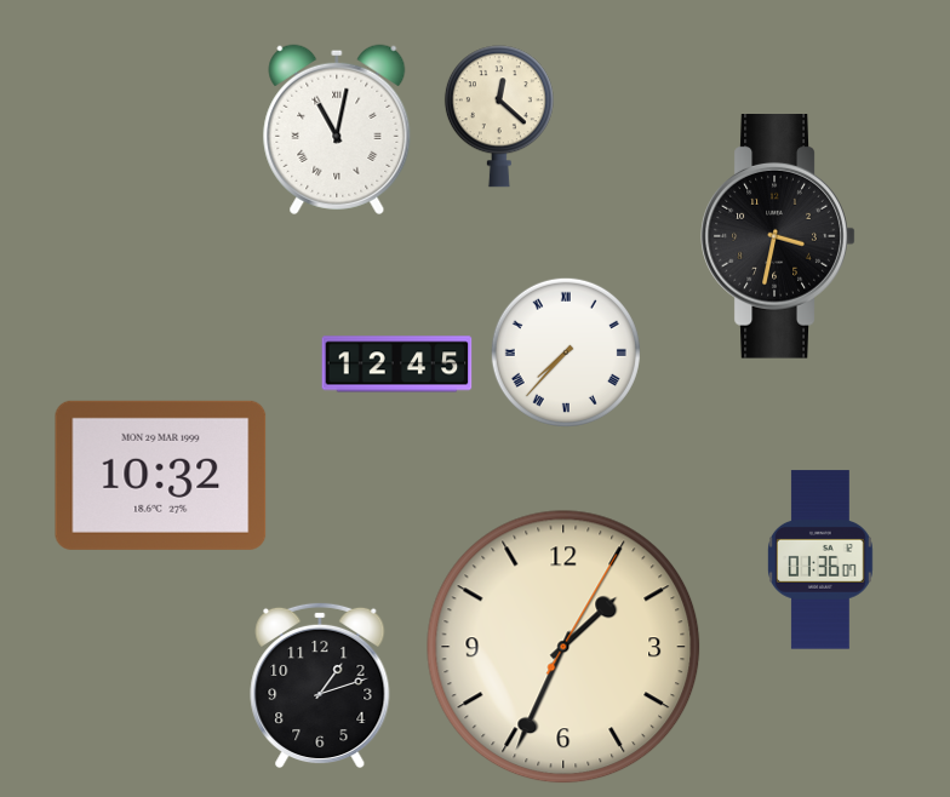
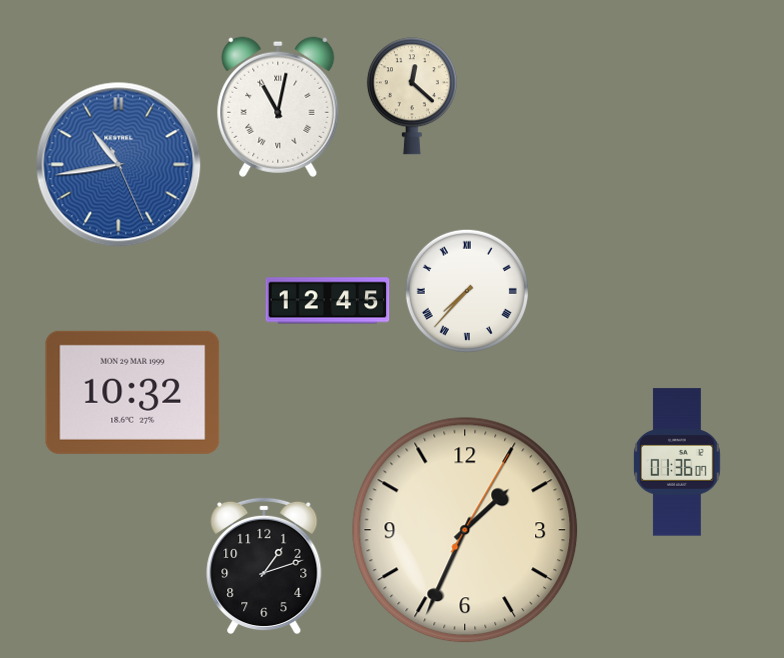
clock at (119, 165): none -> 10:43
clock at (778, 237): 3:32 -> none
clock at (563, 647) position: (563, 647) -> (465, 530)
